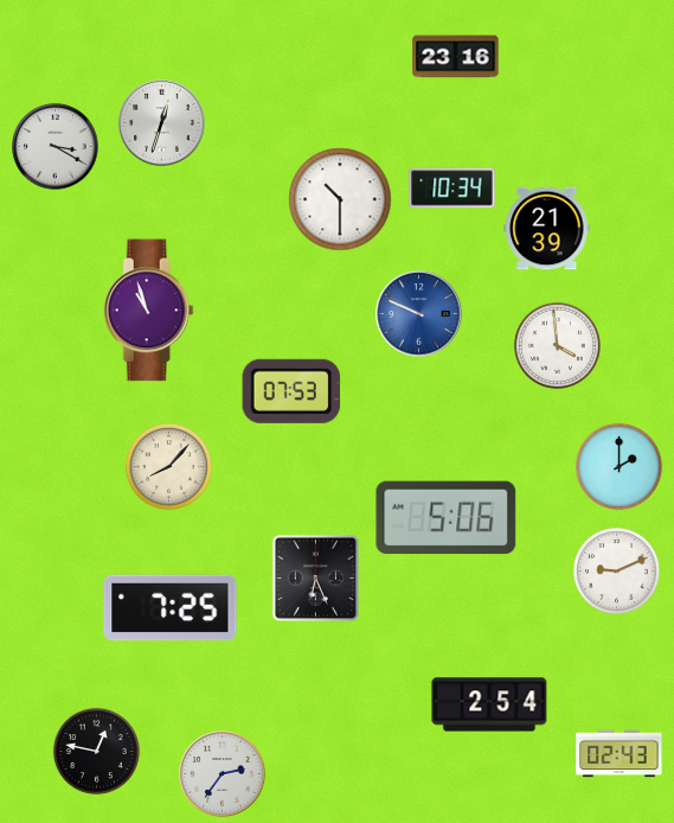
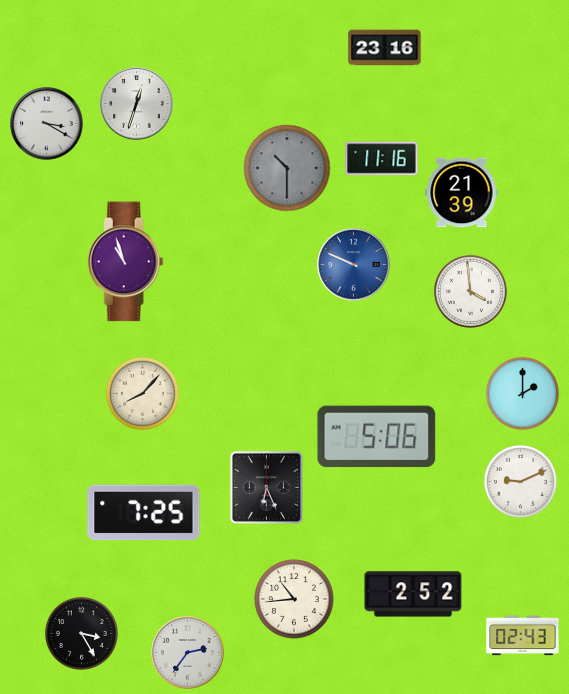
clock at (452, 189): 10:34 -> 11:16
clock at (340, 199) dial: white -> grey
clock at (291, 391): 07:53 -> none
clock at (489, 704): 2:54 -> 2:52
clock at (294, 599): none -> 10:44
clock at (96, 751): 12:47 -> 3:25
